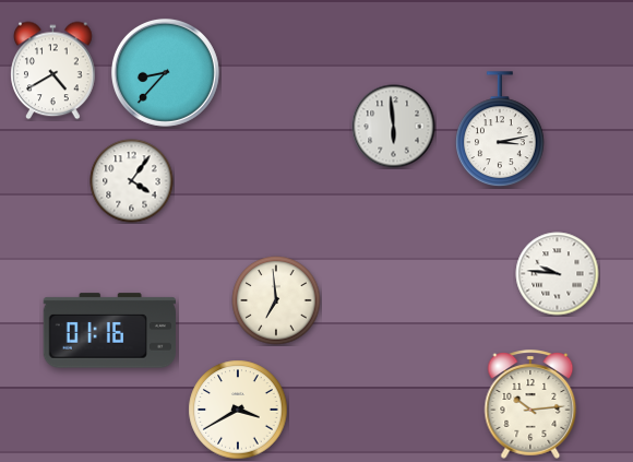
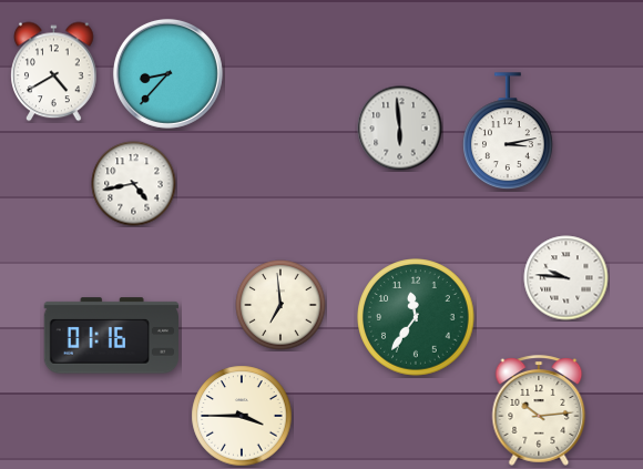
clock at (132, 181): 4:06 -> 4:43
clock at (416, 317): none -> 11:36
clock at (238, 410): 3:40 -> 3:45
